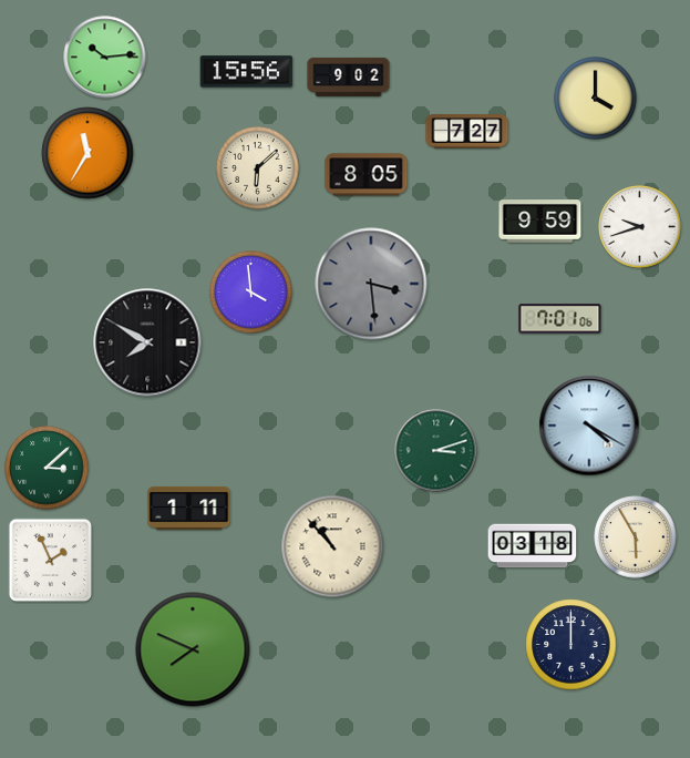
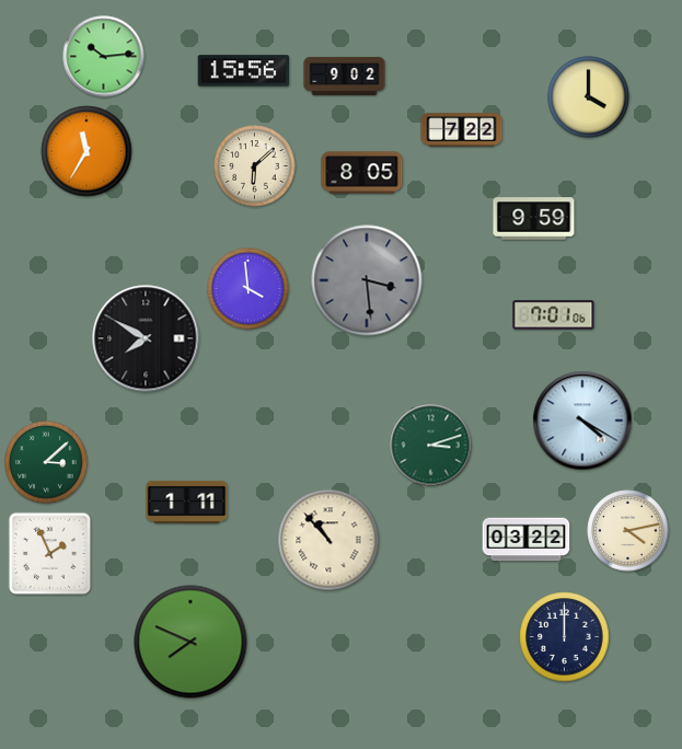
clock at (467, 132): 7:27 -> 7:22
clock at (640, 227): 9:42 -> none
clock at (636, 537): 5:55 -> 4:13
clock at (533, 546): 03:18 -> 03:22
